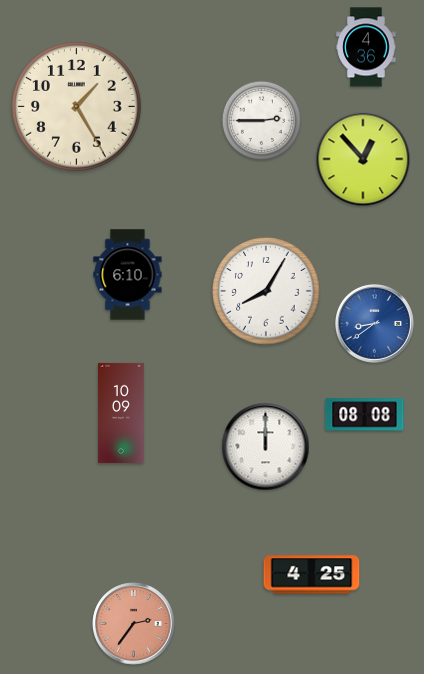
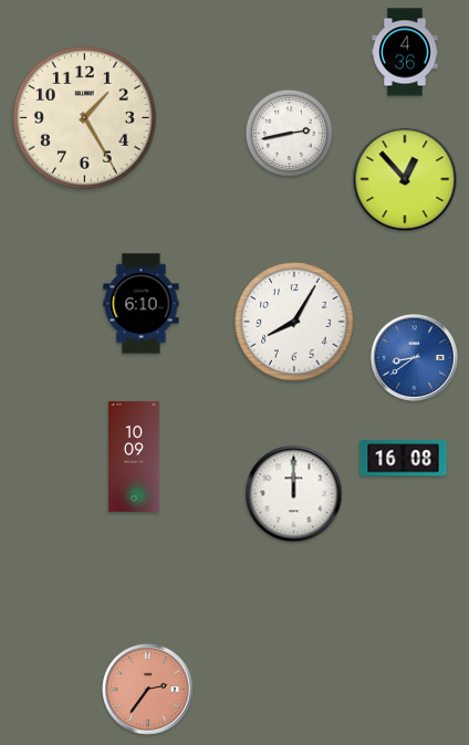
clock at (261, 120): 2:45 -> 2:43
clock at (363, 159) position: (363, 159) -> (405, 179)
clock at (365, 415): 08:08 -> 16:08
clock at (312, 575): 4:25 -> none
